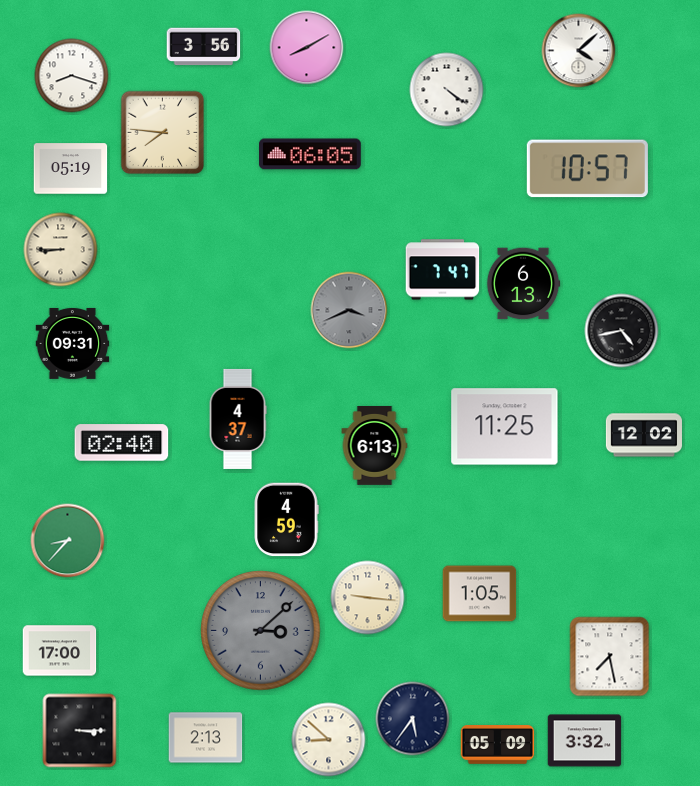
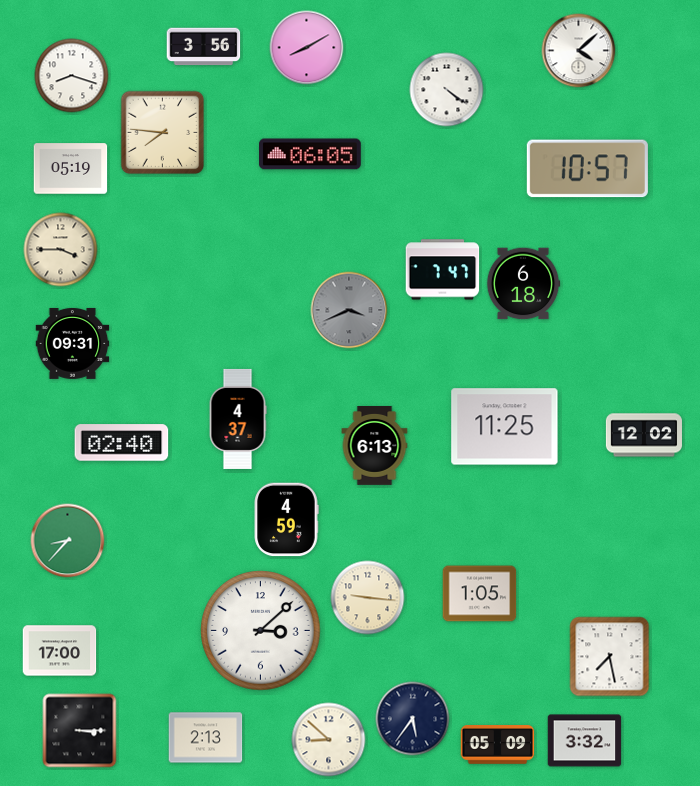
clock at (61, 250): 8:45 -> 3:45
clock at (523, 284): 6:13 -> 6:18
clock at (622, 331): 4:43 -> none
clock at (261, 631) dial: grey -> white
